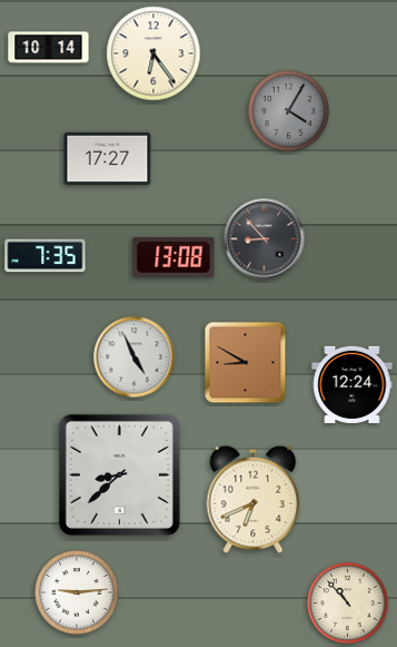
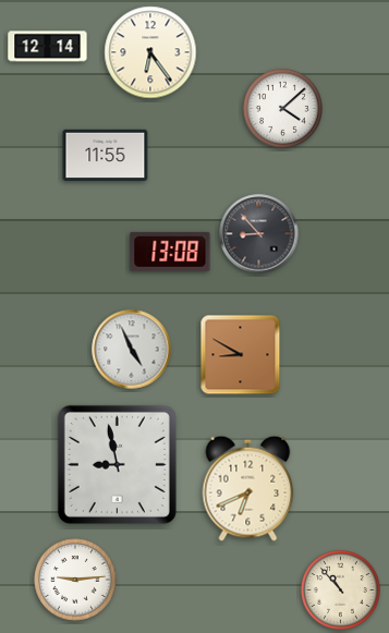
clock at (49, 48): 10:14 -> 12:14
clock at (289, 111): 4:05 -> 4:08
clock at (289, 111) dial: grey -> white
clock at (108, 159): 17:27 -> 11:55
clock at (46, 256): 7:35 -> none
clock at (353, 384): 12:24 -> none
clock at (119, 474): 8:38 -> 8:58
